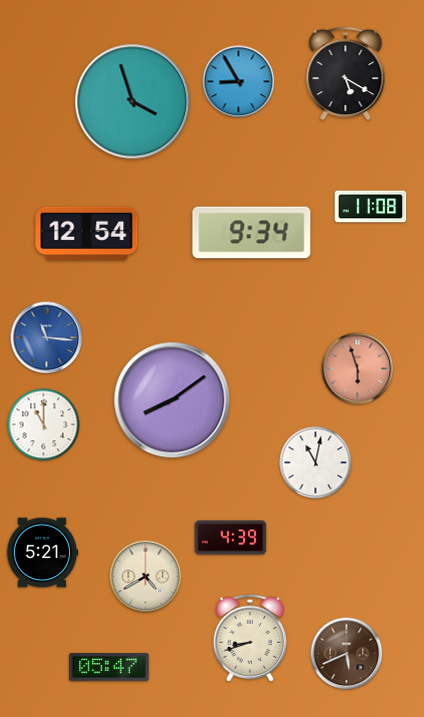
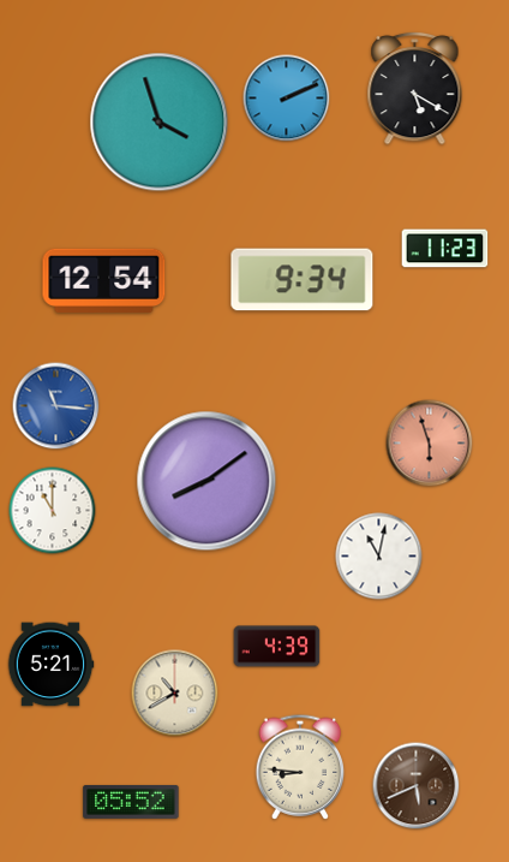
clock at (239, 82): 8:55 -> 2:11
clock at (371, 207): 11:08 -> 11:23
clock at (146, 577): 4:40 -> 10:40
clock at (250, 638): 8:42 -> 8:46
clock at (109, 667): 05:47 -> 05:52
